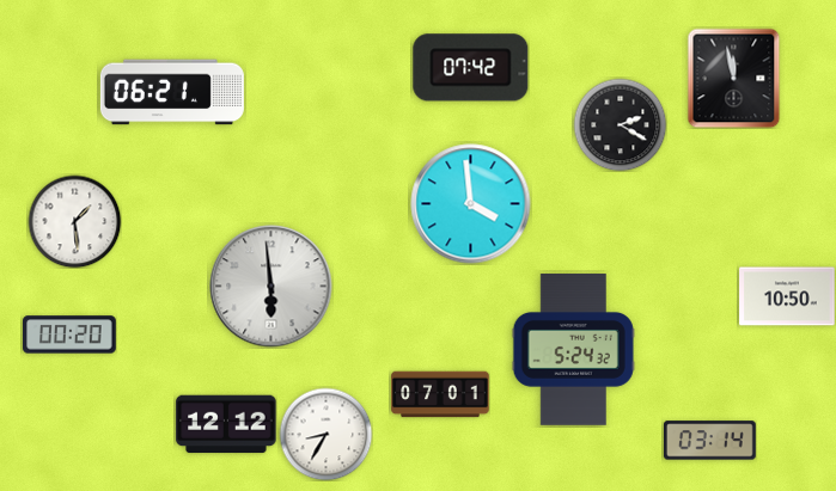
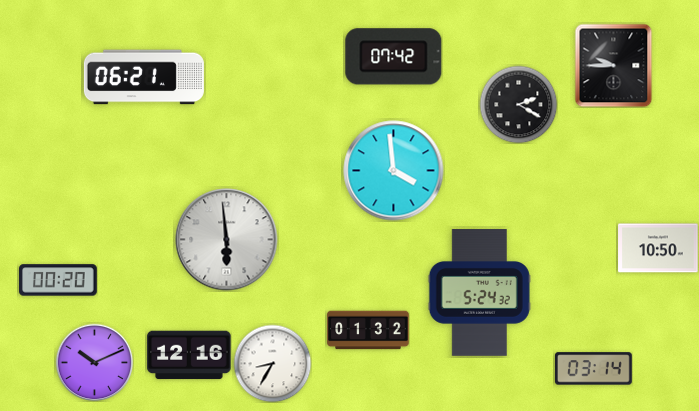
clock at (734, 78): 11:58 -> 9:45
clock at (74, 221): 1:29 -> none
clock at (440, 394): 07:01 -> 01:32
clock at (226, 424): 12:12 -> 12:16
clock at (94, 362): none -> 10:11
